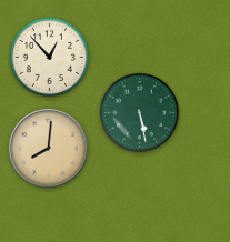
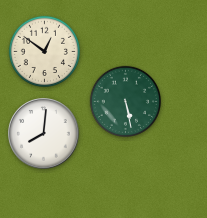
clock at (49, 57): 12:53 -> 12:51
clock at (49, 149) dial: champagne -> white
